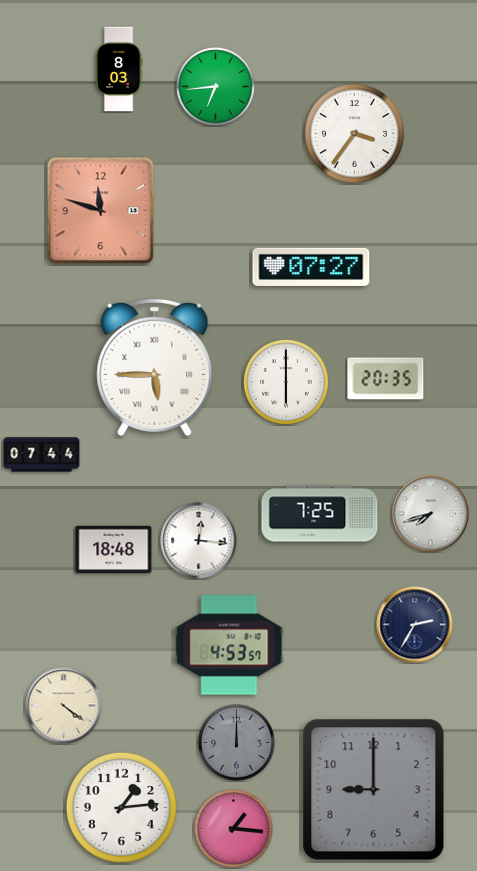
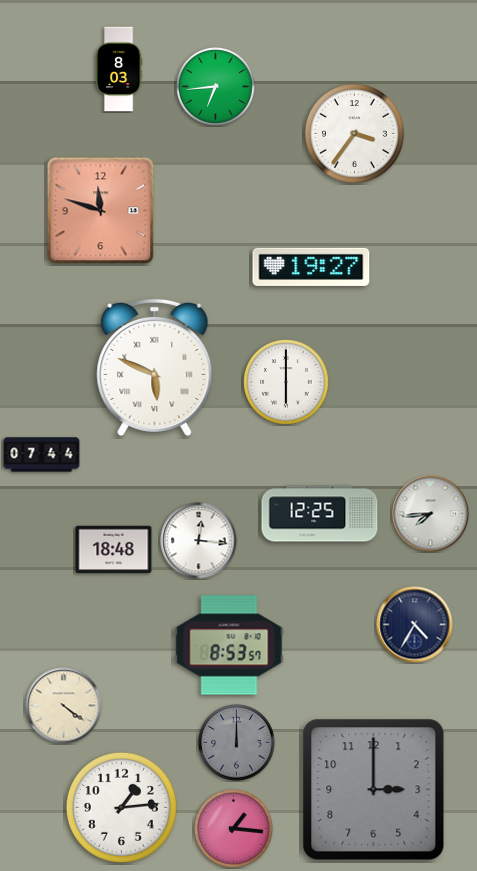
clock at (311, 267): 07:27 -> 19:27
clock at (155, 367): 5:45 -> 5:49
clock at (386, 379): 20:35 -> none
clock at (320, 514): 7:25 -> 12:25
clock at (431, 514): 7:42 -> 7:44
clock at (415, 625): 2:35 -> 4:35
clock at (229, 645): 4:53 -> 8:53
clock at (374, 790): 9:00 -> 3:00
